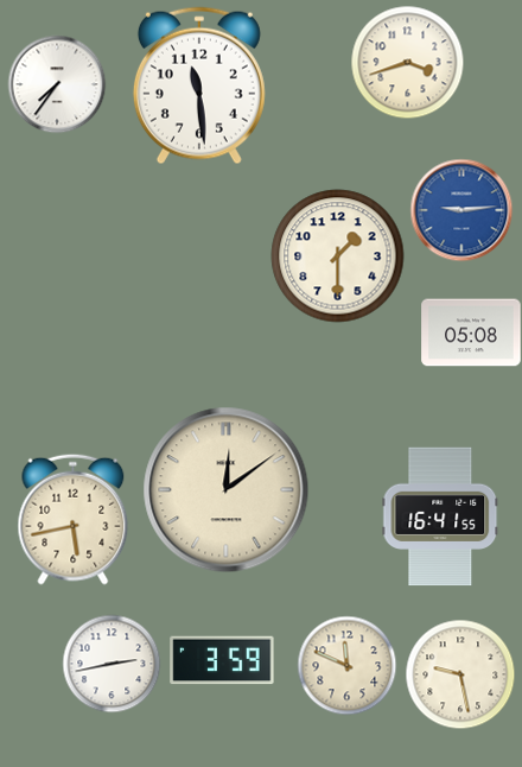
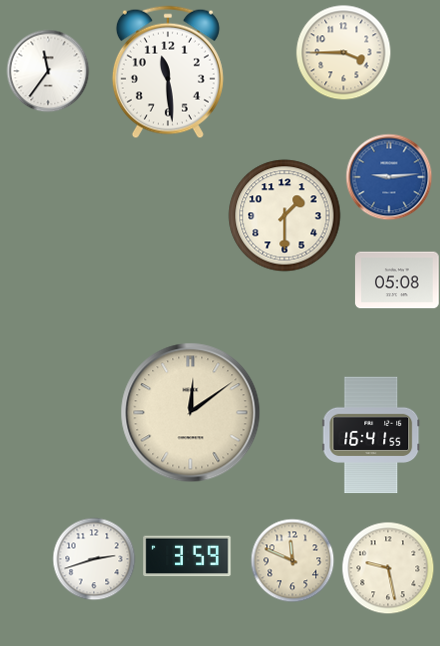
clock at (407, 62): 3:42 -> 3:45
clock at (57, 84): 7:36 -> 11:36
clock at (74, 519): 5:43 -> none
clock at (112, 664): 2:43 -> 2:42
